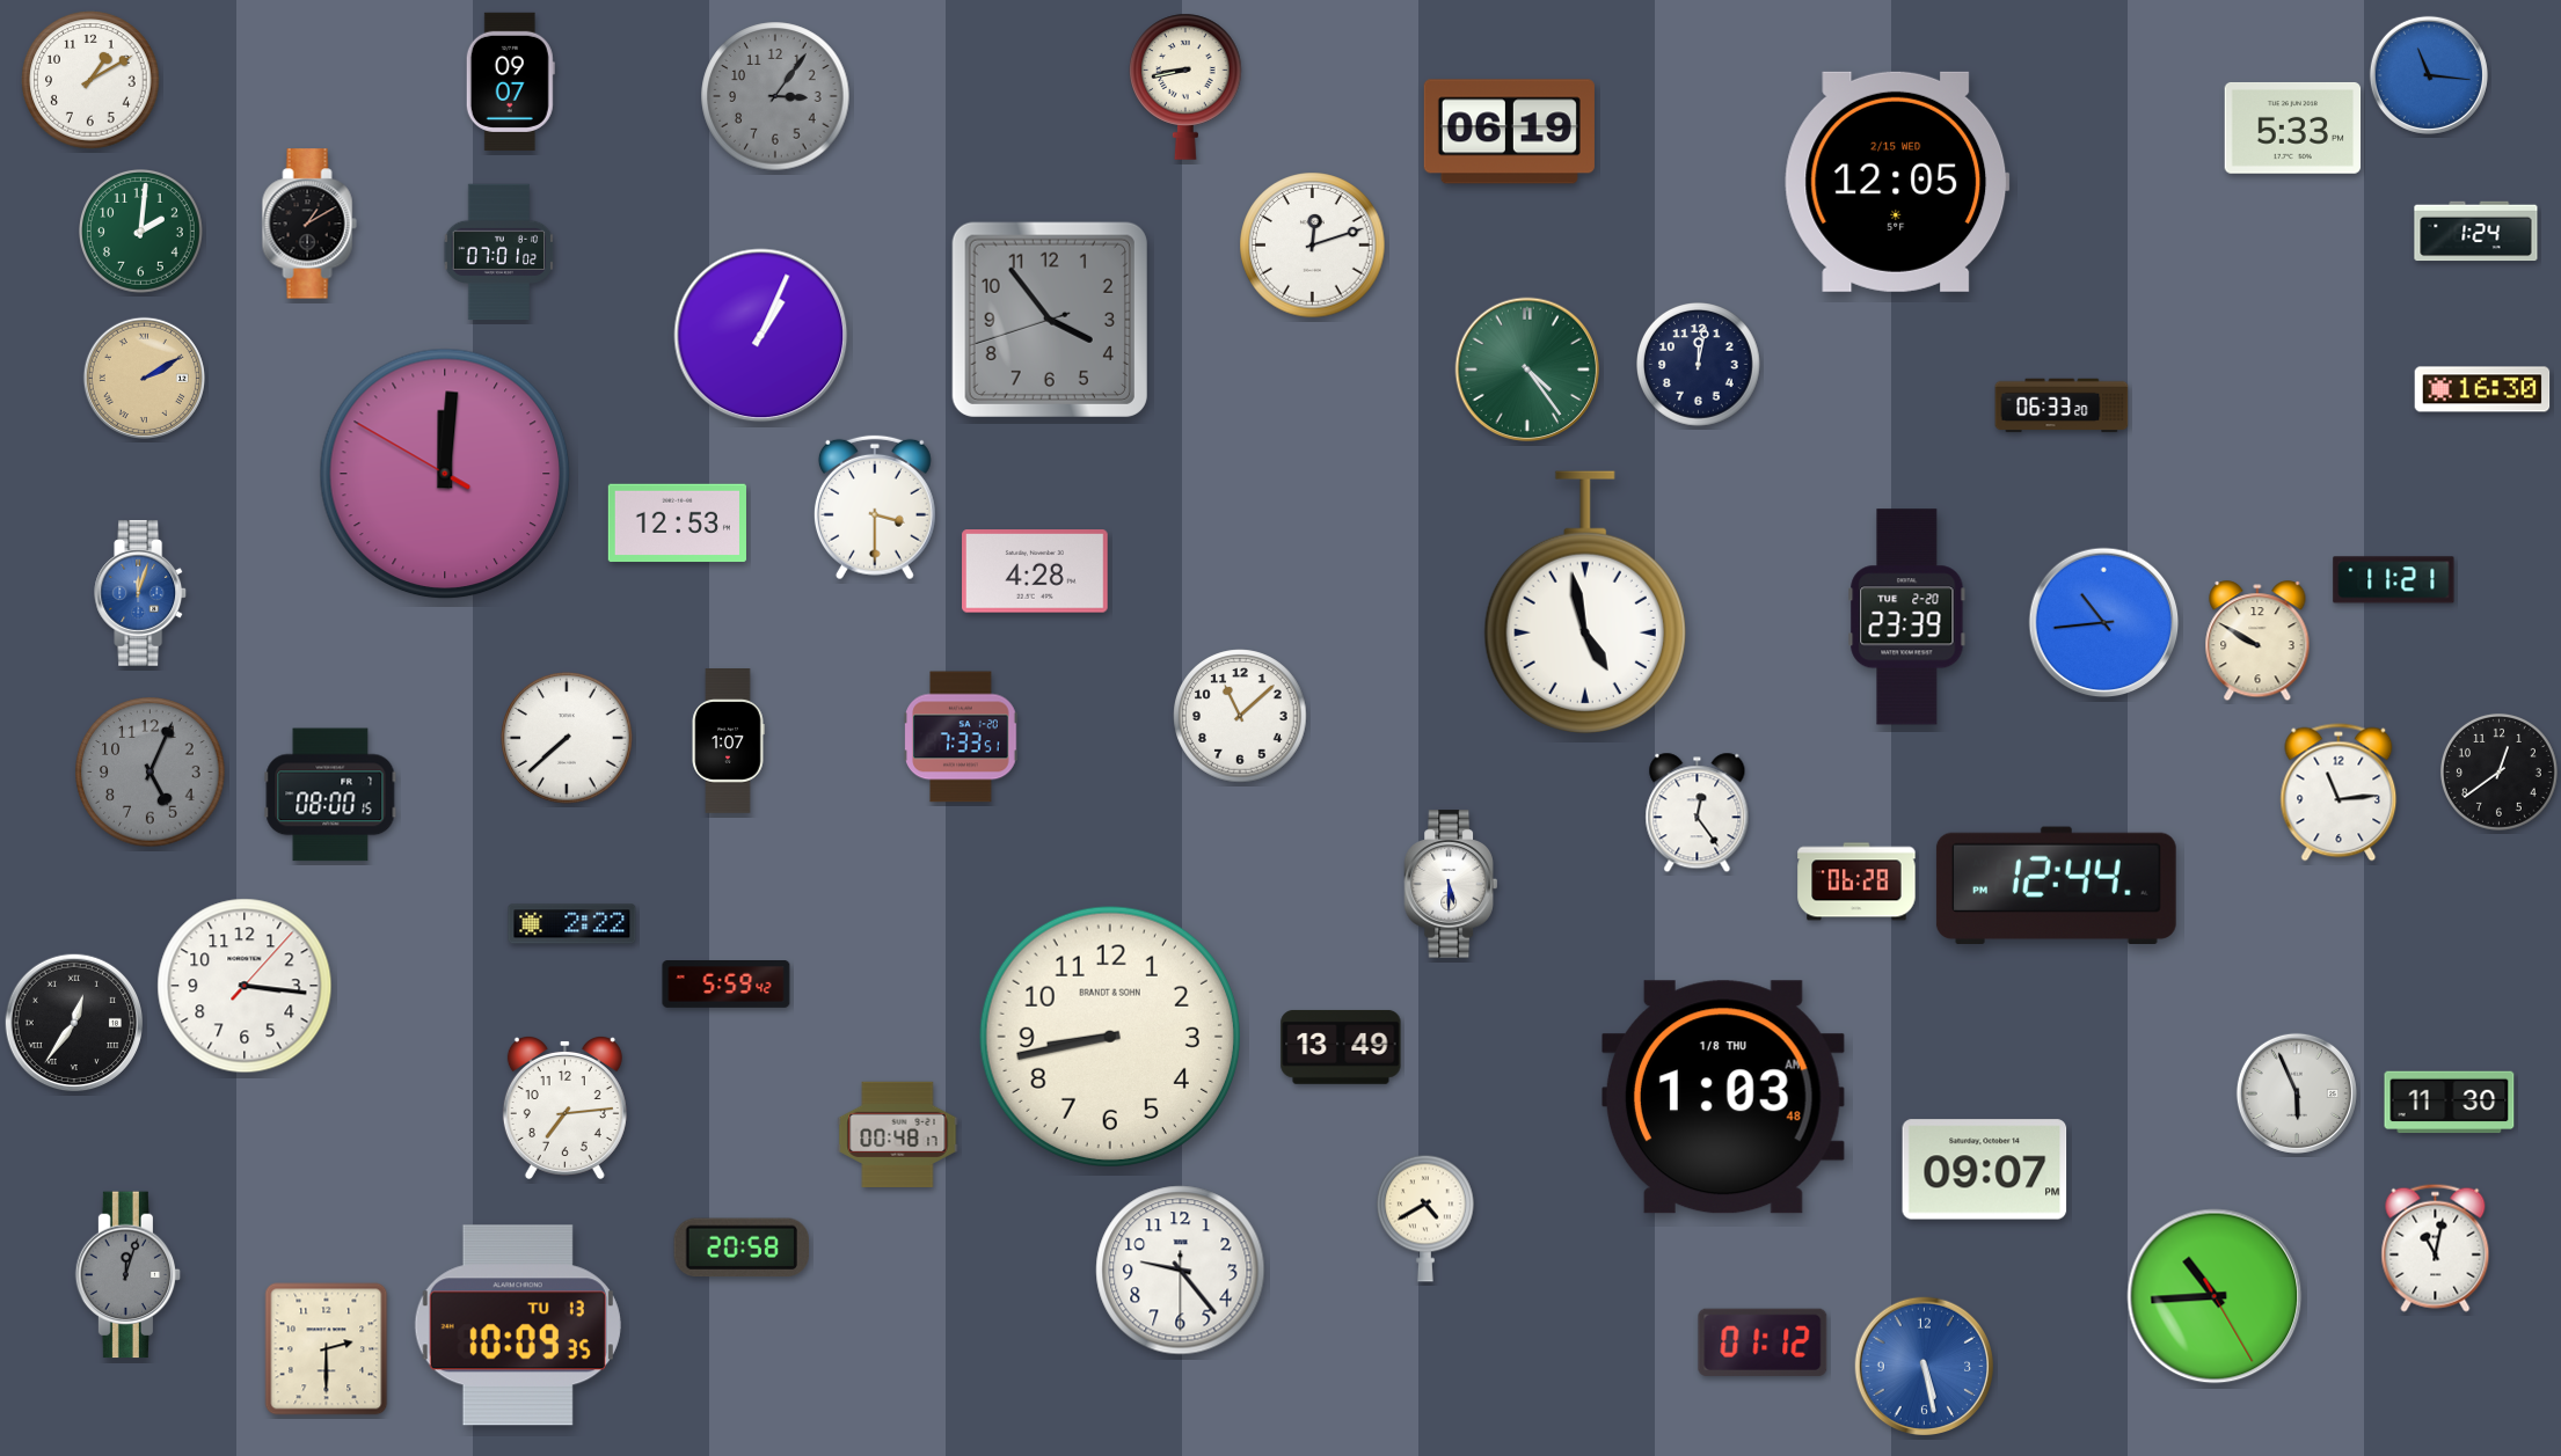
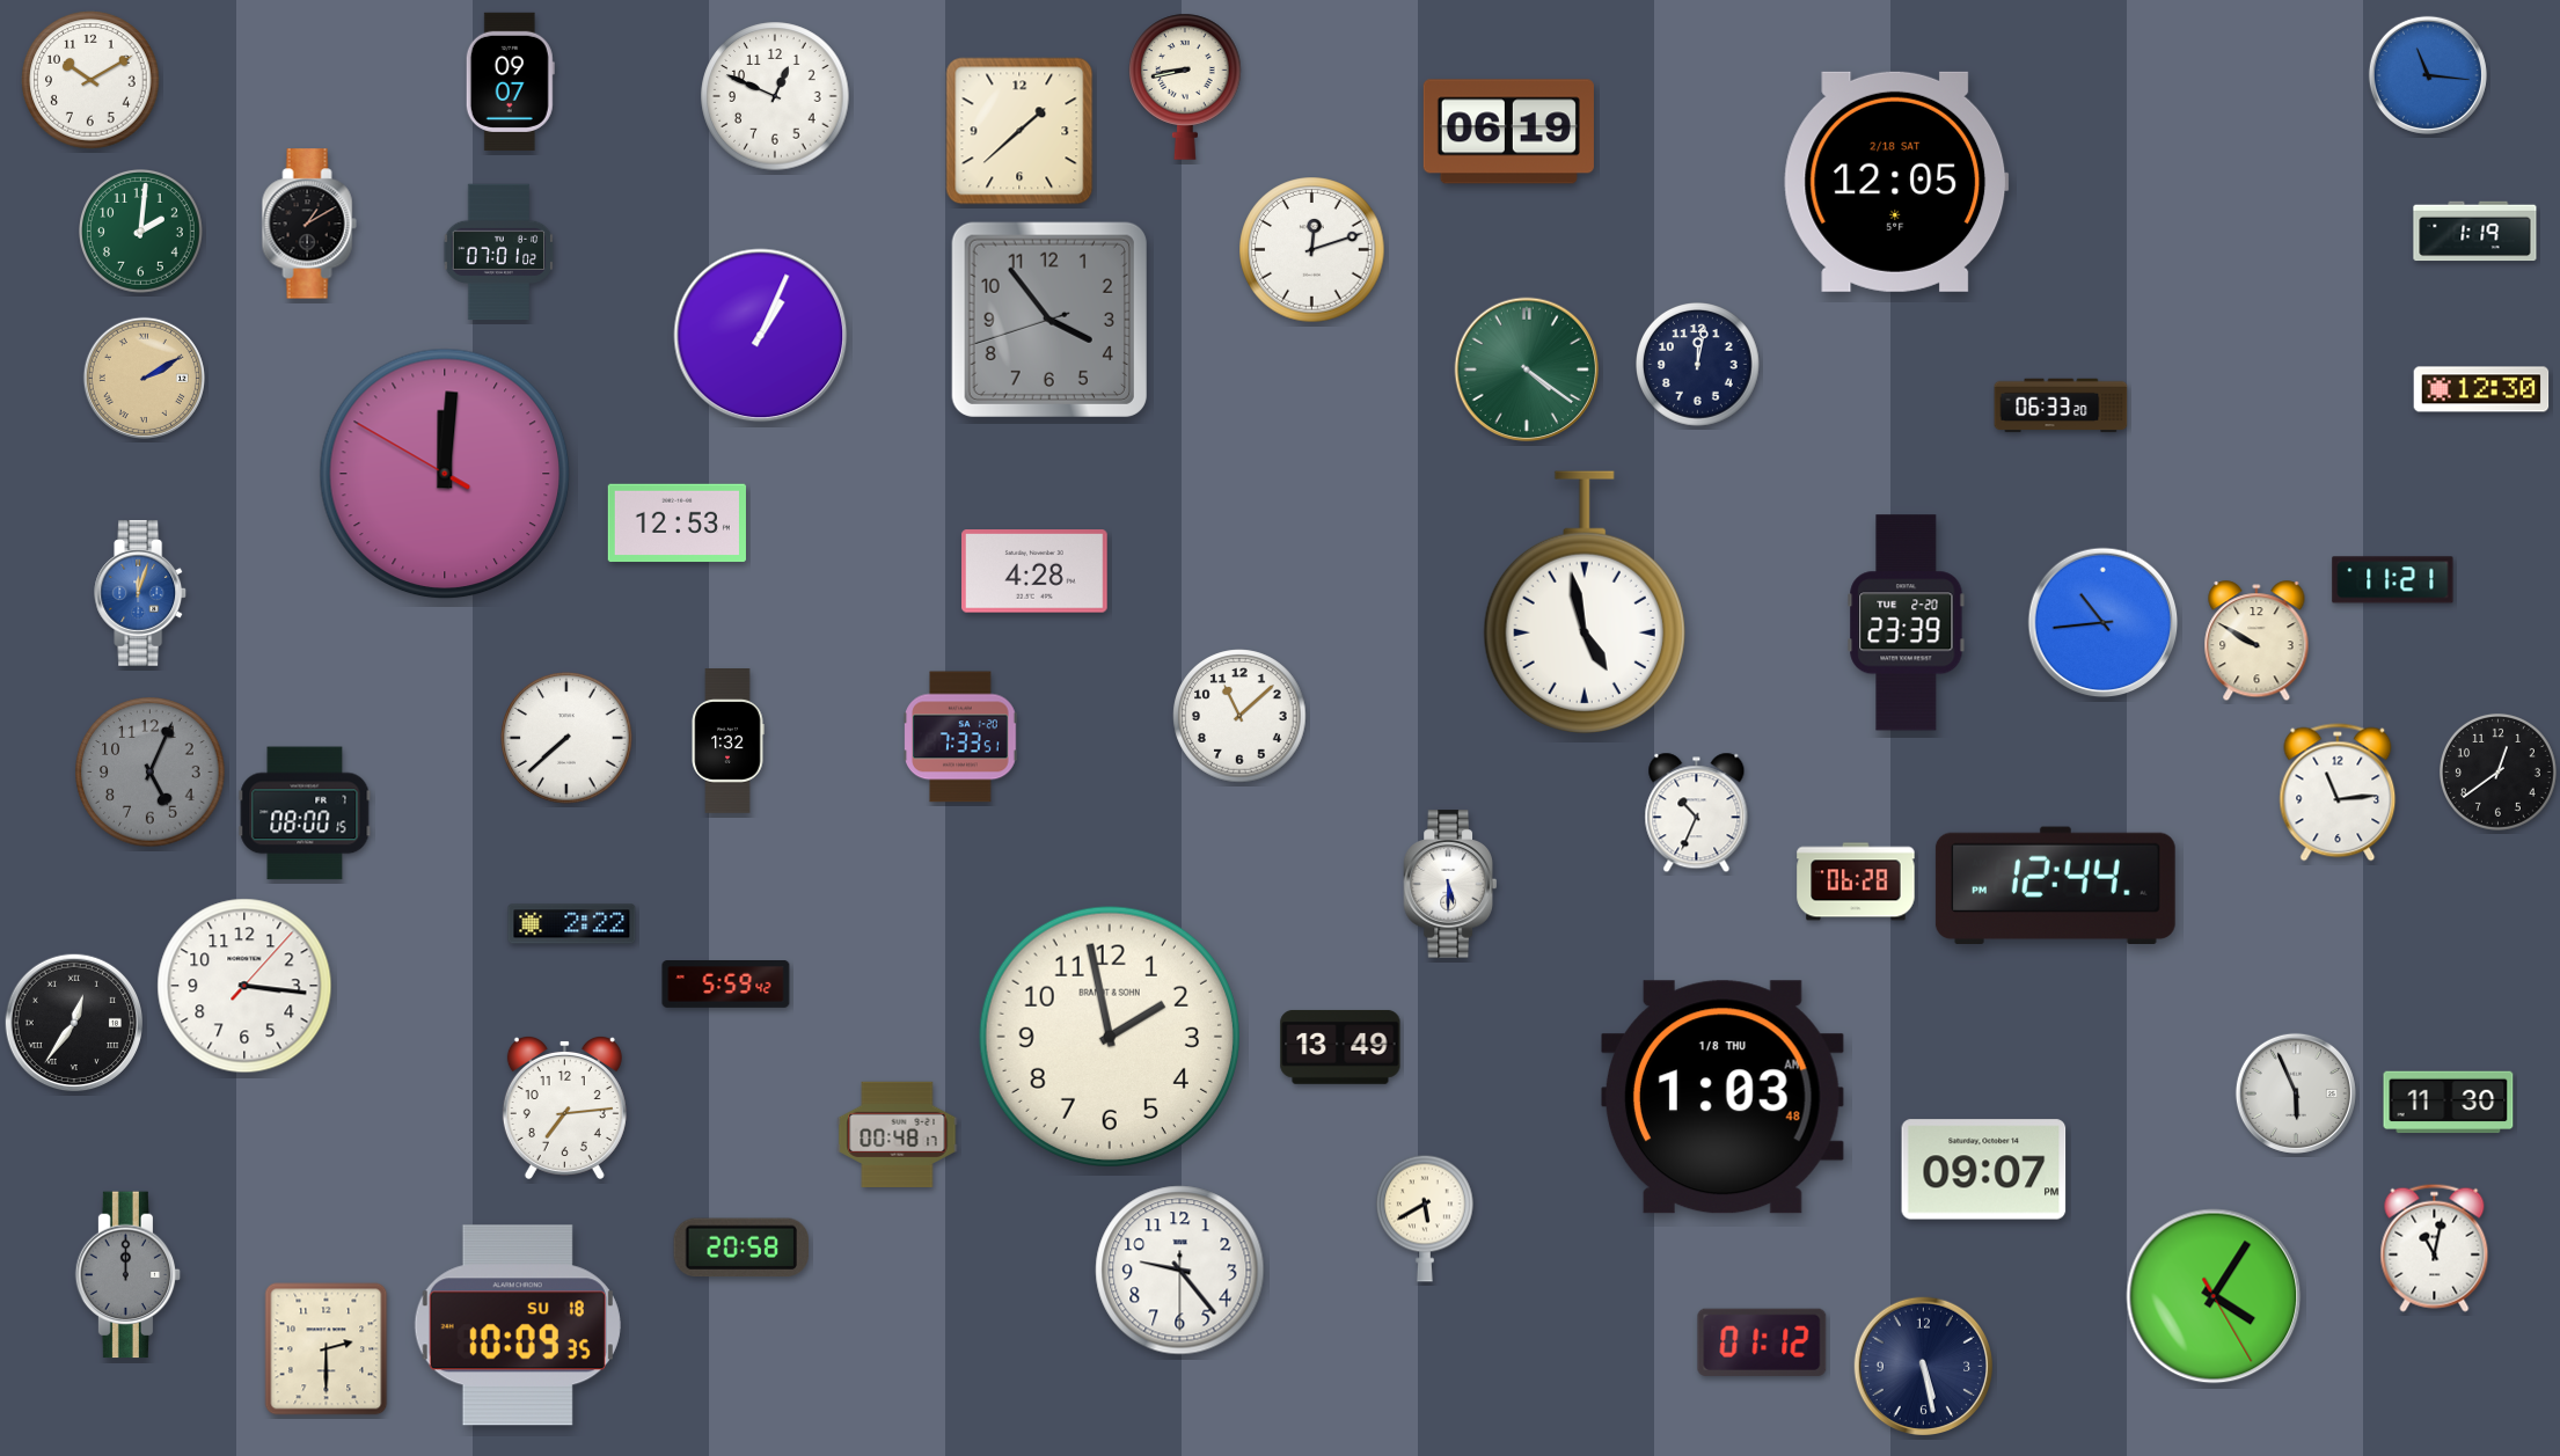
clock at (90, 80): 1:10 -> 10:10
clock at (775, 96): 3:06 -> 12:49
clock at (775, 96) dial: grey -> white
clock at (2293, 127): 5:33 -> none
clock at (1019, 131): none -> 1:38
clock at (1897, 182) date: 2/15 WED -> 2/18 SAT
clock at (2476, 232): 1:24 -> 1:19
clock at (1313, 246) position: (1313, 246) -> (1312, 250)
clock at (1527, 370): 4:24 -> 4:21
clock at (2482, 389): 16:30 -> 12:30
clock at (875, 507): 3:30 -> none
clock at (1907, 617) position: (1907, 617) -> (1907, 623)
clock at (728, 741): 1:07 -> 1:32
clock at (330, 795) position: (330, 795) -> (305, 813)
clock at (1698, 813): 12:24 -> 10:34
clock at (1110, 1037): 8:43 -> 1:58
clock at (1425, 1219): 4:40 -> 5:40
clock at (129, 1275): 12:03 -> 12:00
clock at (2215, 1296): 10:44 -> 4:05
clock at (518, 1325) date: TU 13 -> SU 18
clock at (1925, 1367) dial: blue -> navy
